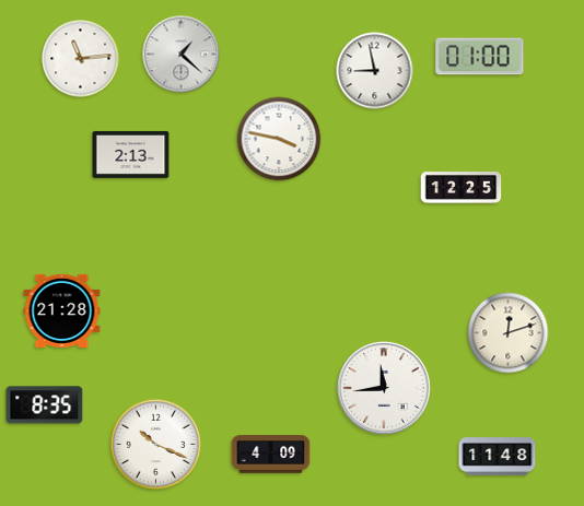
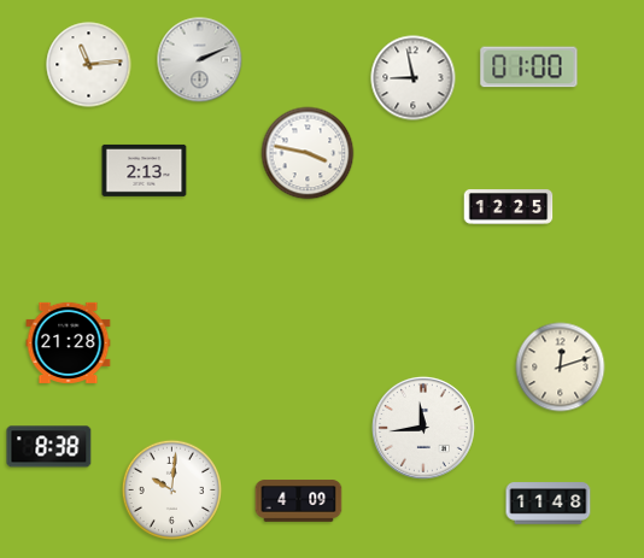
clock at (182, 55): 1:22 -> 2:11
clock at (480, 57) position: (480, 57) -> (529, 67)
clock at (45, 405): 8:35 -> 8:38
clock at (155, 444): 10:19 -> 10:01
